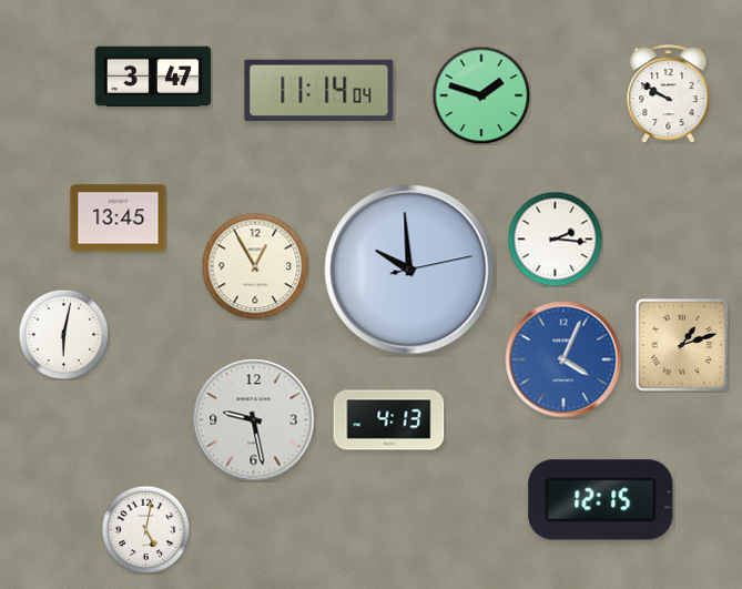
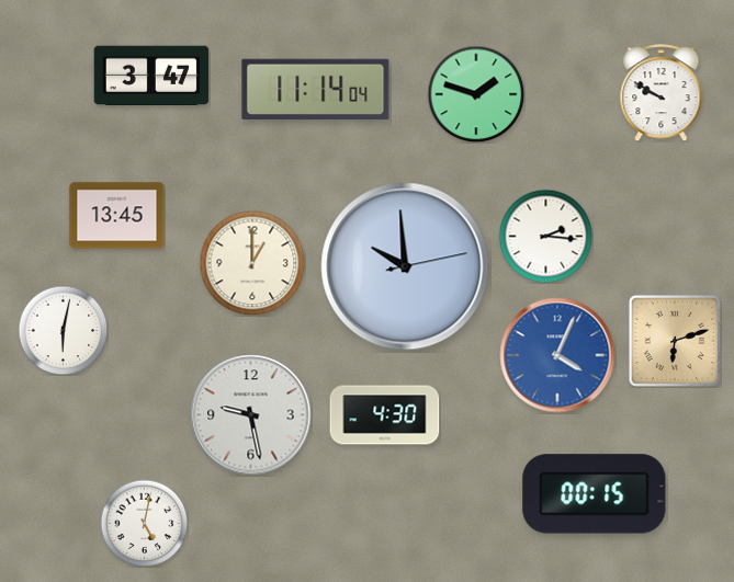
clock at (555, 238) position: (555, 238) -> (545, 236)
clock at (255, 266): 12:55 -> 1:00
clock at (682, 345): 1:12 -> 6:12
clock at (389, 420): 4:13 -> 4:30
clock at (601, 500): 12:15 -> 00:15
